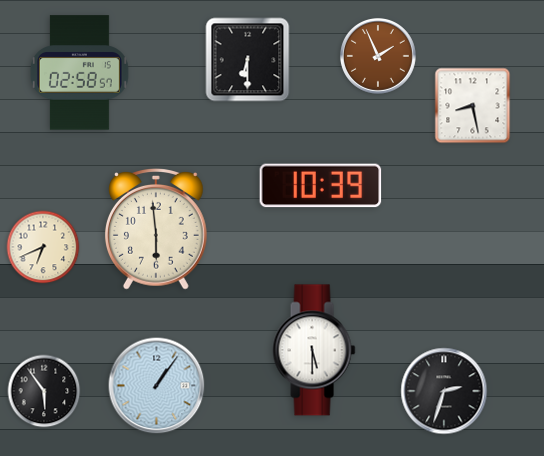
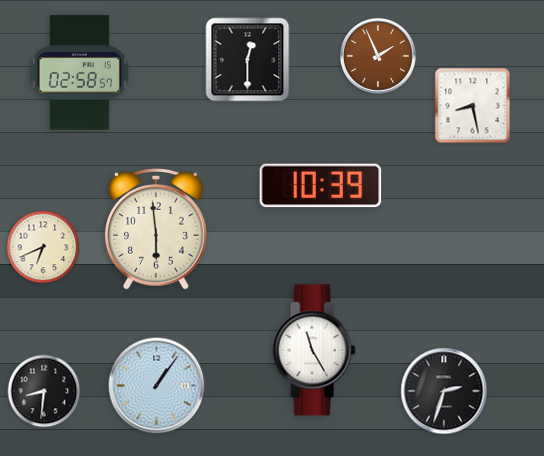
clock at (248, 60): 6:30 -> 12:30
clock at (314, 350): 5:30 -> 11:25
clock at (44, 391): 5:54 -> 8:31
